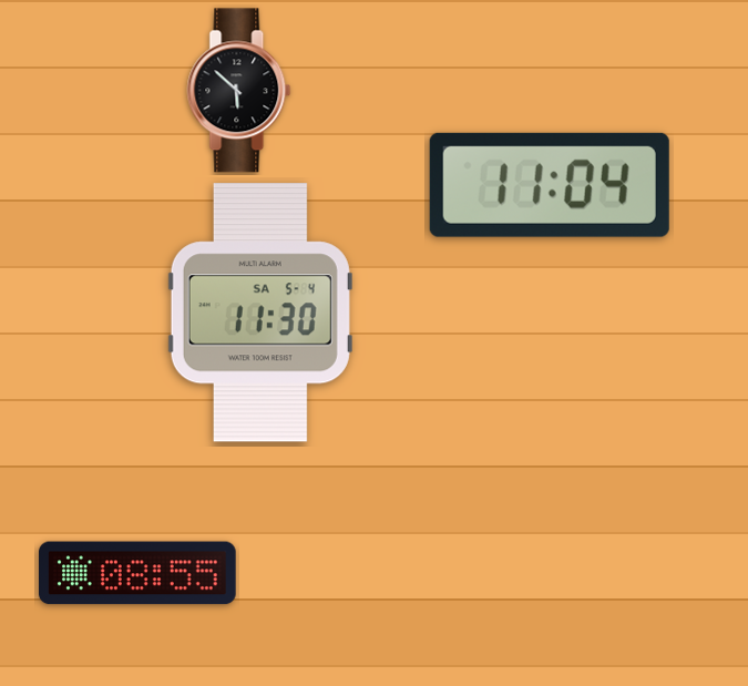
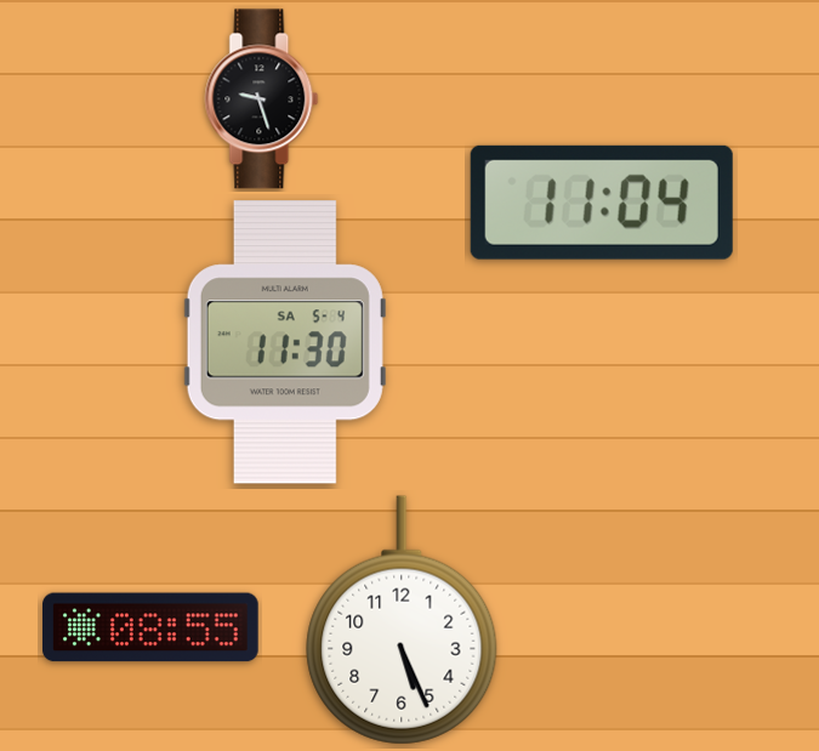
clock at (239, 91): 5:52 -> 9:27
clock at (402, 620): none -> 5:26
